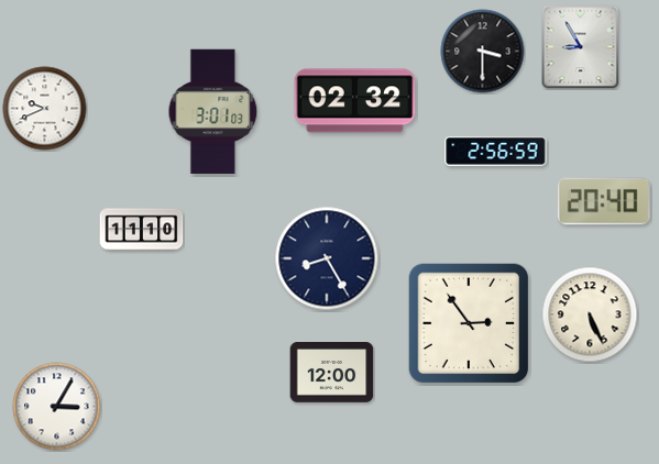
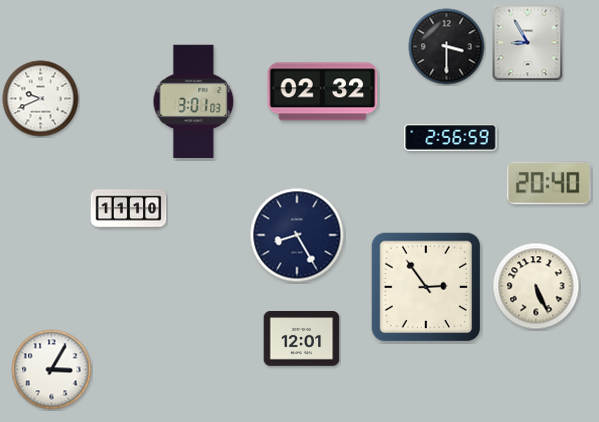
clock at (483, 52) position: (483, 52) -> (447, 47)
clock at (469, 323) position: (469, 323) -> (426, 287)
clock at (332, 373): 12:00 -> 12:01
